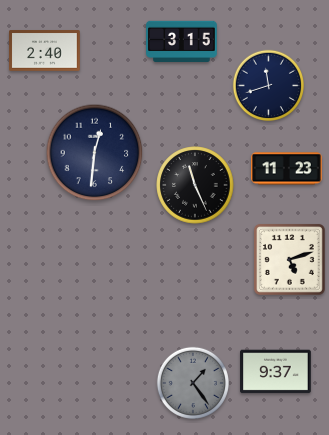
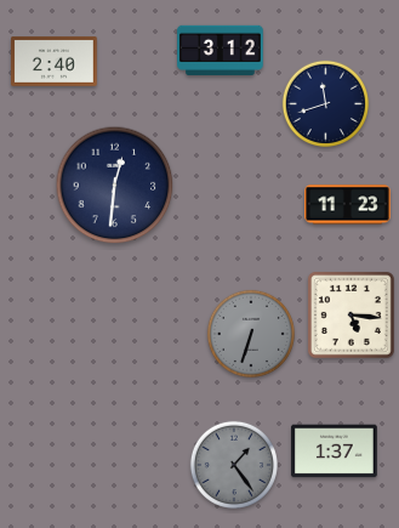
clock at (182, 41): 3:15 -> 3:12
clock at (195, 185): 11:26 -> none
clock at (289, 259): 5:12 -> 5:16
clock at (251, 334): none -> 6:33
clock at (276, 372): 9:37 -> 1:37
